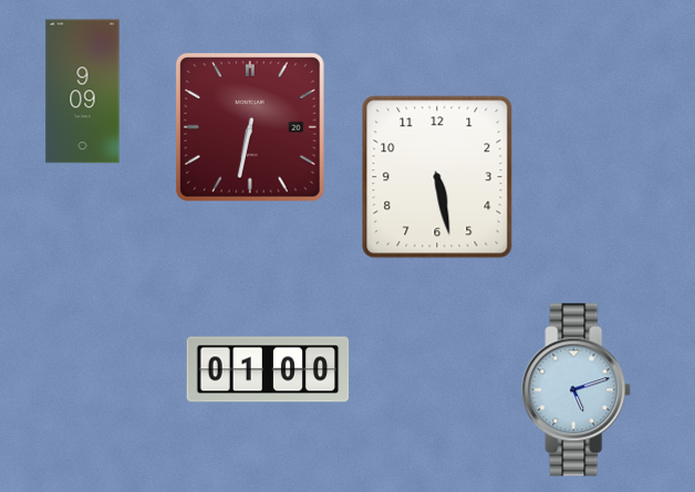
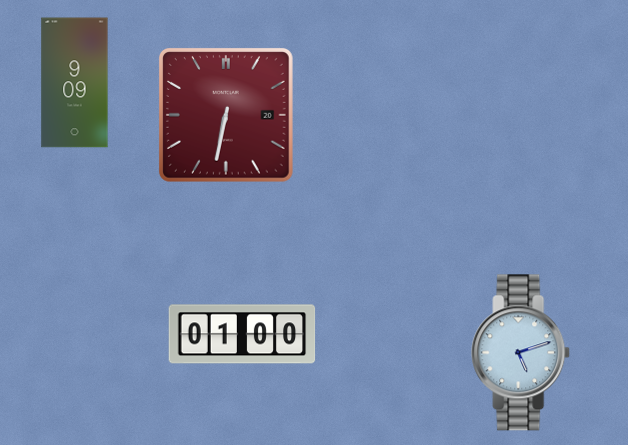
clock at (437, 177): 5:28 -> none
